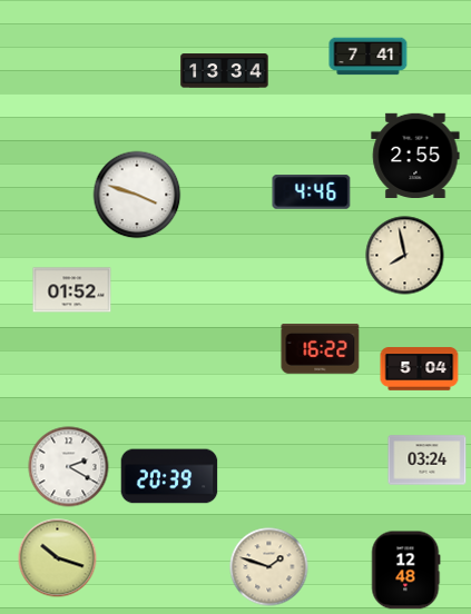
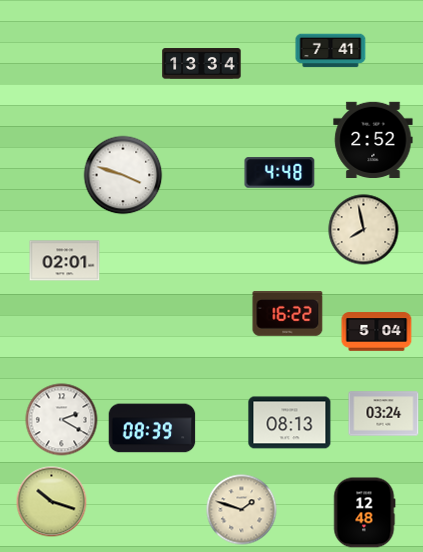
clock at (415, 155): 2:55 -> 2:52
clock at (312, 192): 4:46 -> 4:48
clock at (72, 290): 01:52 -> 02:01
clock at (290, 423): none -> 08:13
clock at (169, 476): 20:39 -> 08:39
